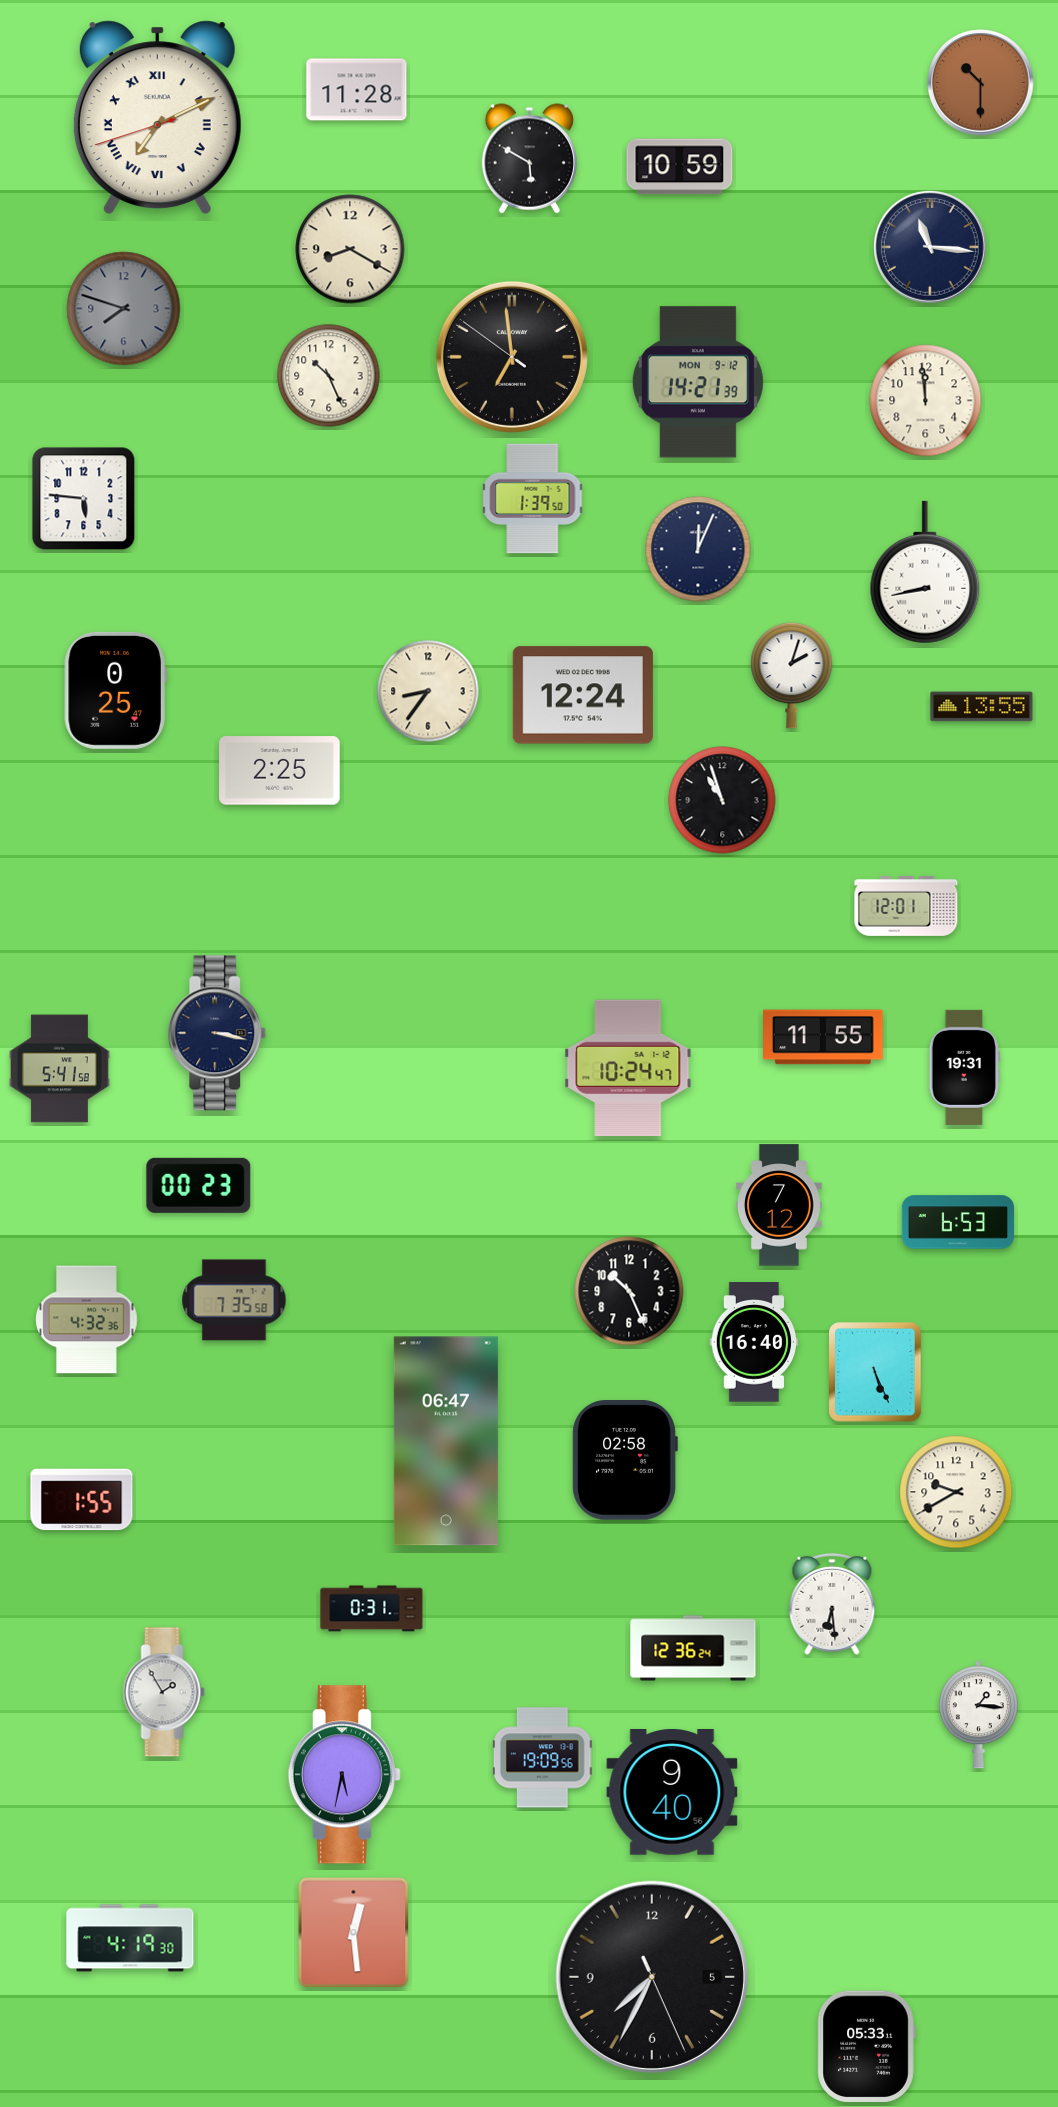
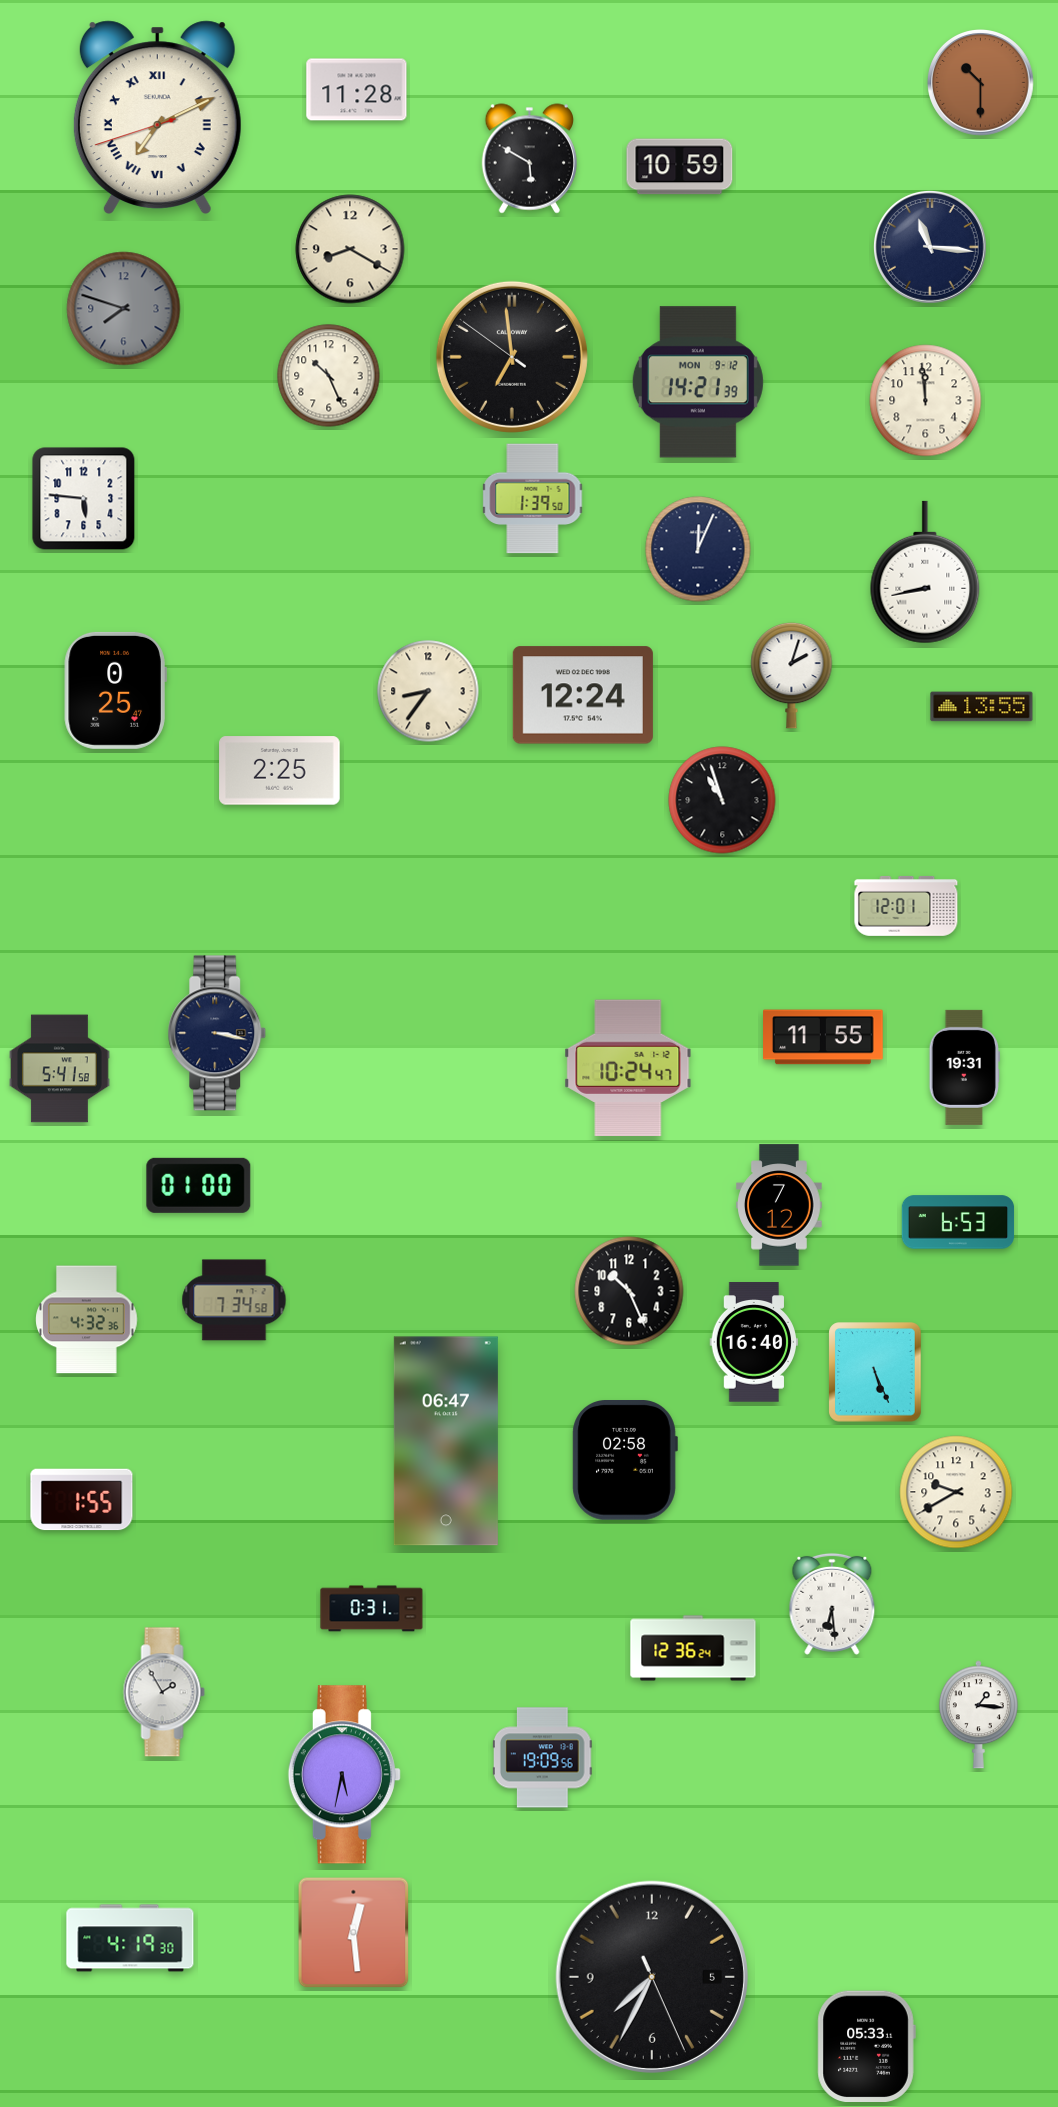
clock at (199, 1185): 00:23 -> 01:00
clock at (234, 1300): 7:35 -> 7:34
clock at (672, 1792): 9:40 -> none
